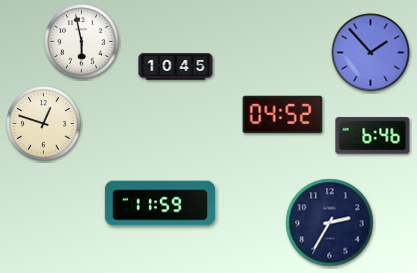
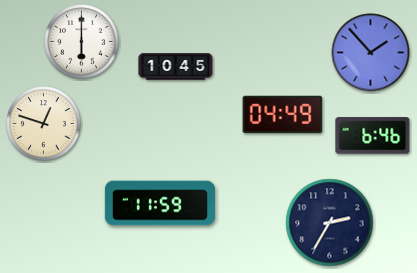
clock at (82, 42): 5:58 -> 6:00
clock at (283, 115): 04:52 -> 04:49
